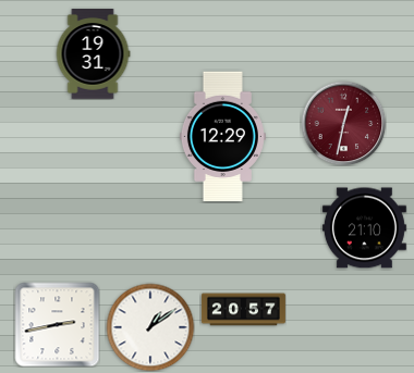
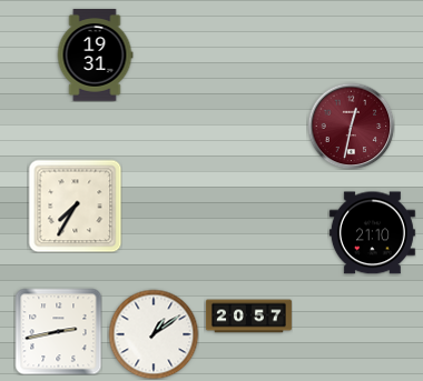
clock at (222, 137): 12:29 -> none
clock at (75, 205): none -> 7:35
